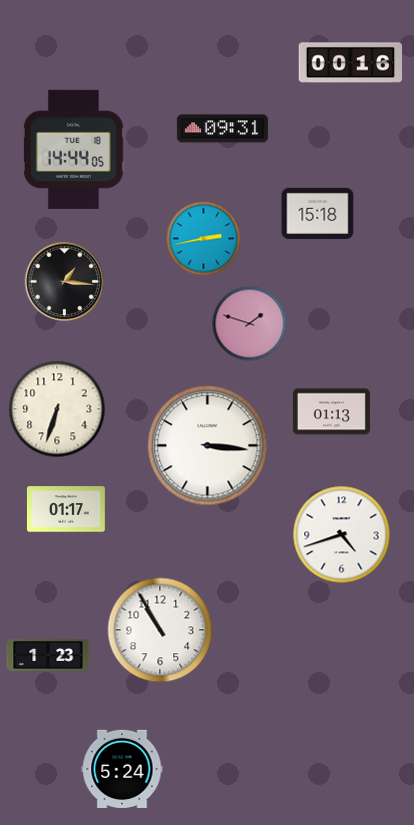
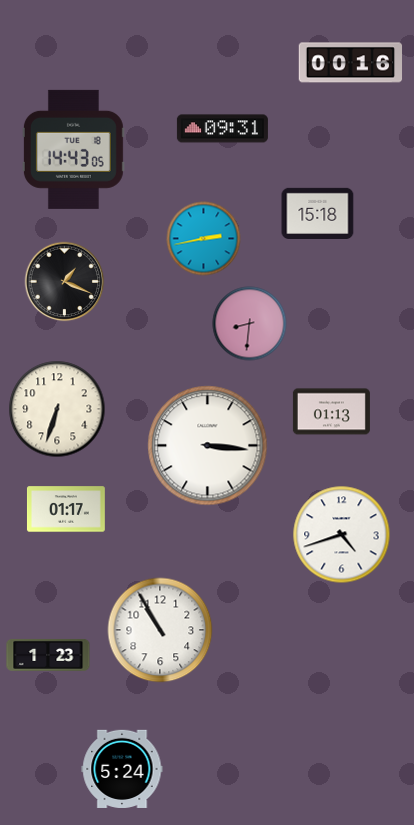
clock at (73, 149): 14:44 -> 14:43
clock at (65, 282): 1:16 -> 1:19
clock at (250, 324): 1:48 -> 8:31
